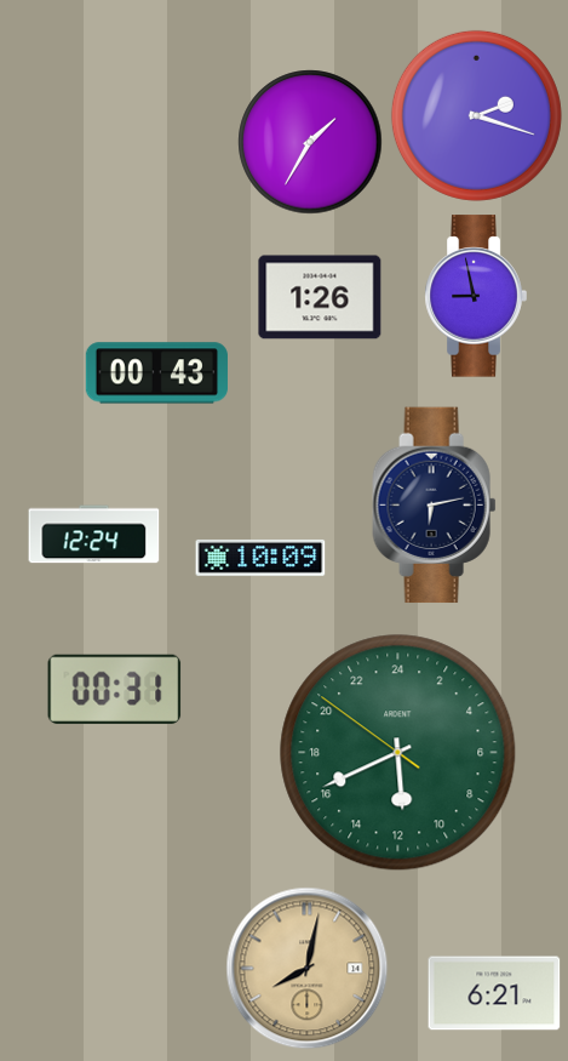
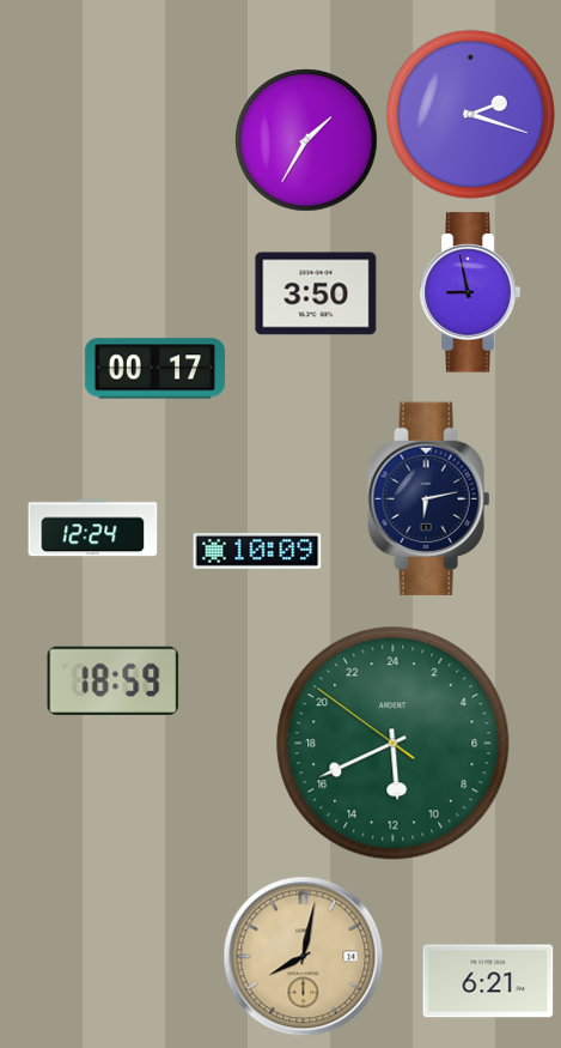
clock at (320, 297): 1:26 -> 3:50
clock at (156, 373): 00:43 -> 00:17
clock at (115, 689): 00:31 -> 18:59
